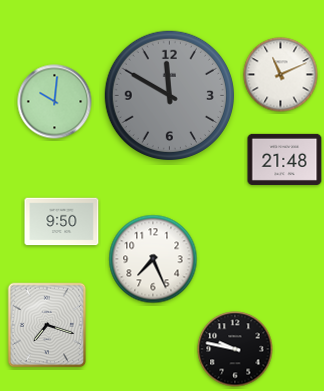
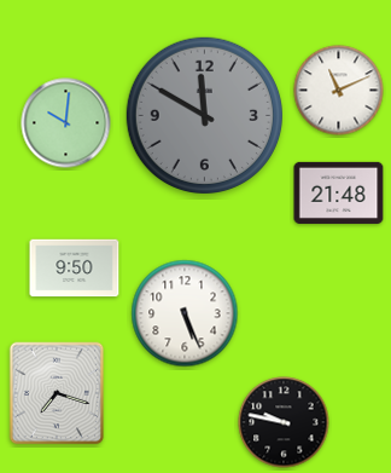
clock at (285, 159) position: (285, 159) -> (339, 192)
clock at (153, 259): 7:26 -> 5:26
